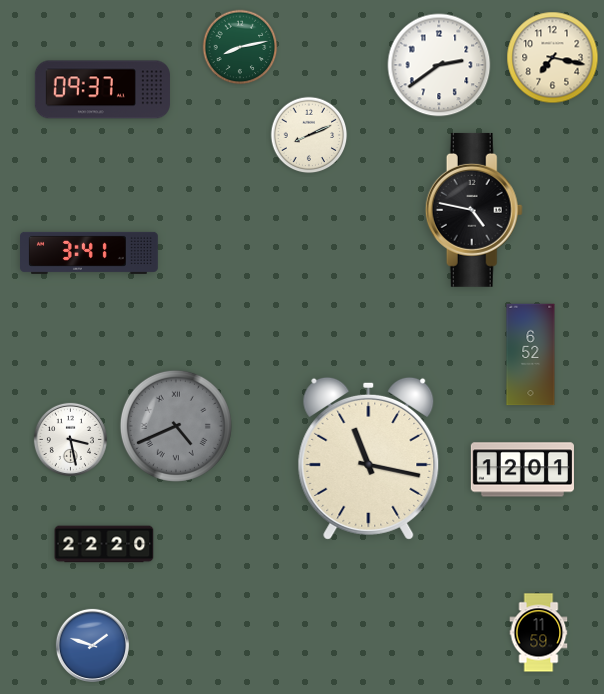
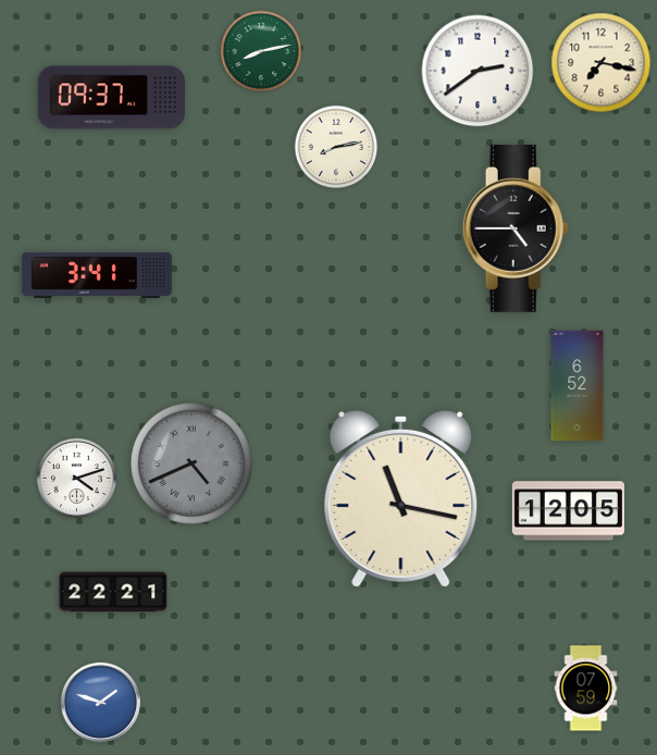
clock at (309, 135): 8:11 -> 8:13
clock at (474, 210): 4:47 -> 4:45
clock at (70, 439): 3:28 -> 4:12
clock at (522, 470): 12:01 -> 12:05
clock at (104, 544): 22:20 -> 22:21
clock at (539, 633): 11:59 -> 07:59
